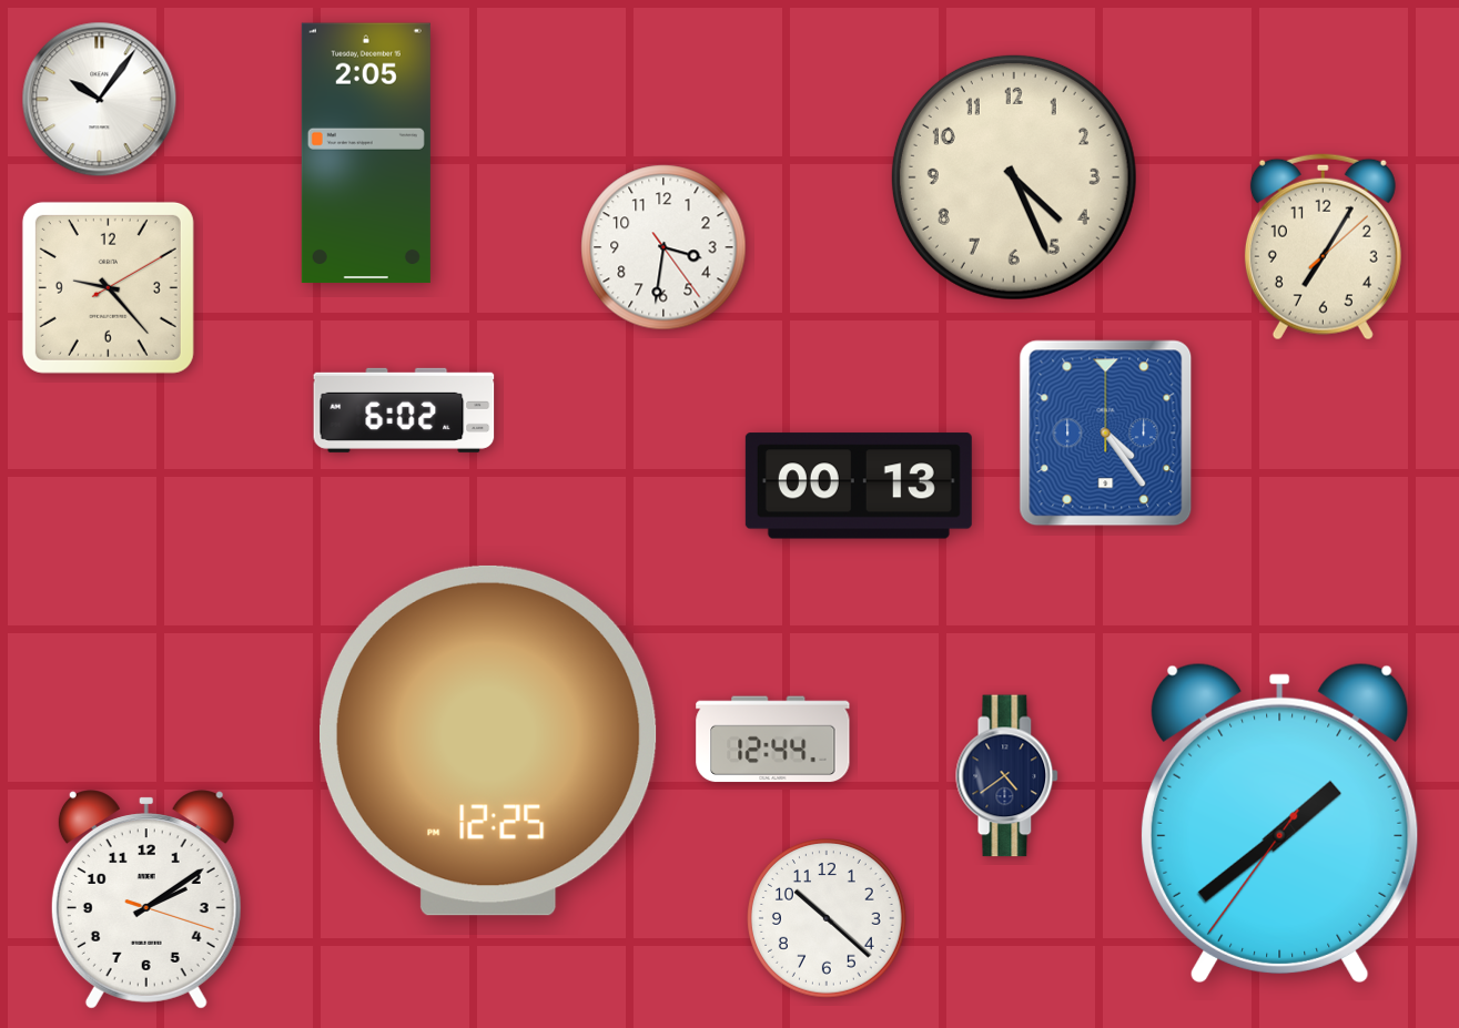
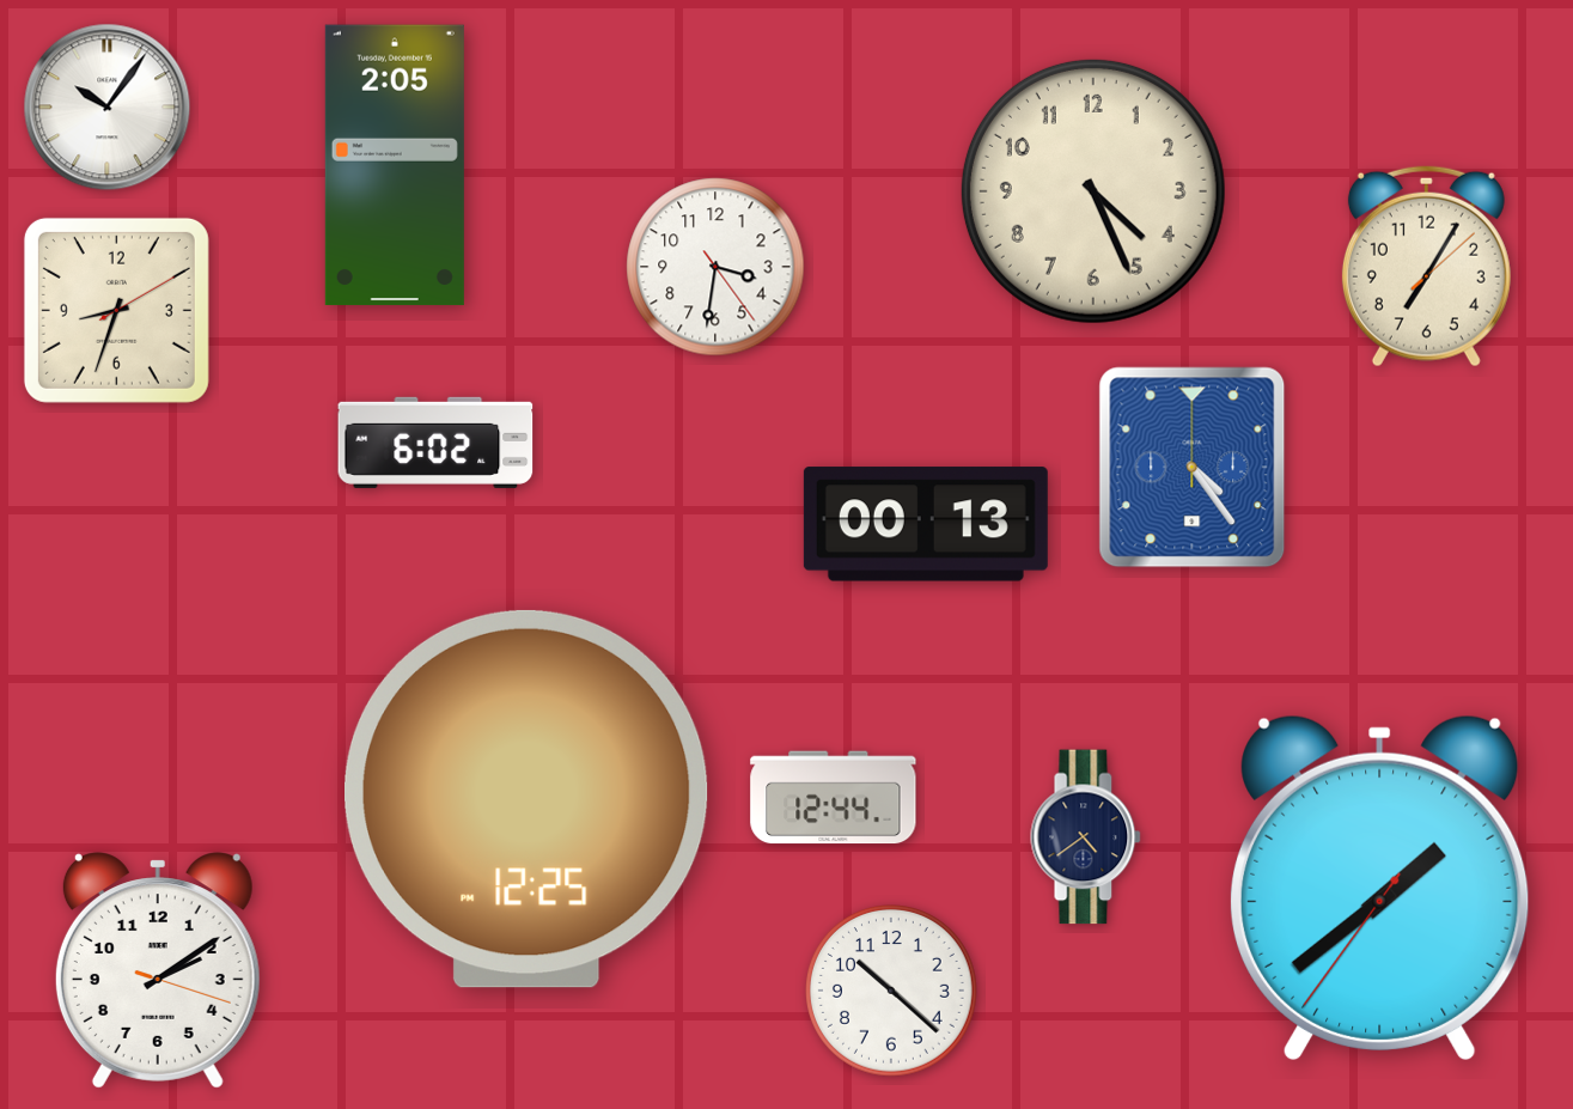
clock at (108, 287): 9:23 -> 8:33
